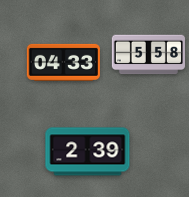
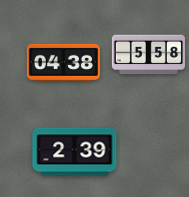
clock at (63, 62): 04:33 -> 04:38
clock at (88, 152) position: (88, 152) -> (75, 152)
